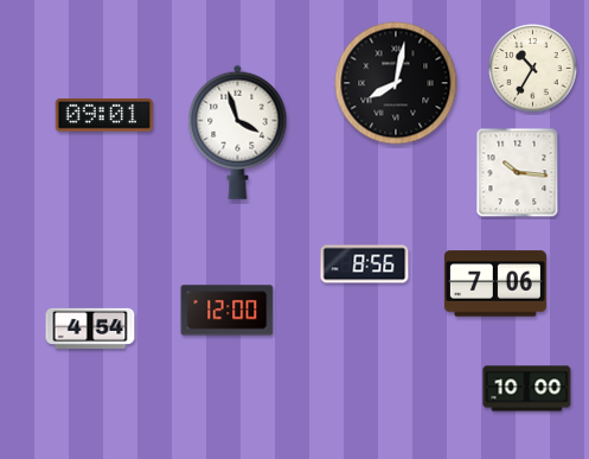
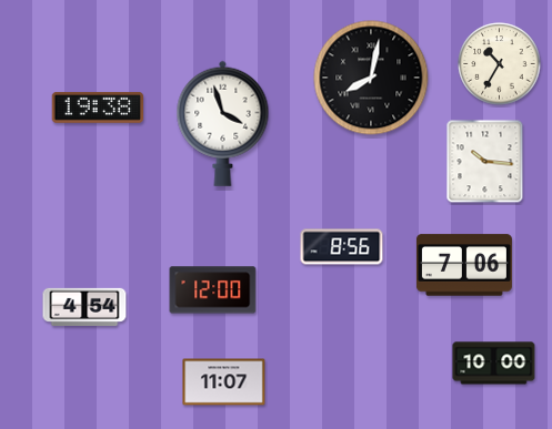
clock at (104, 115): 09:01 -> 19:38
clock at (224, 382): none -> 11:07
